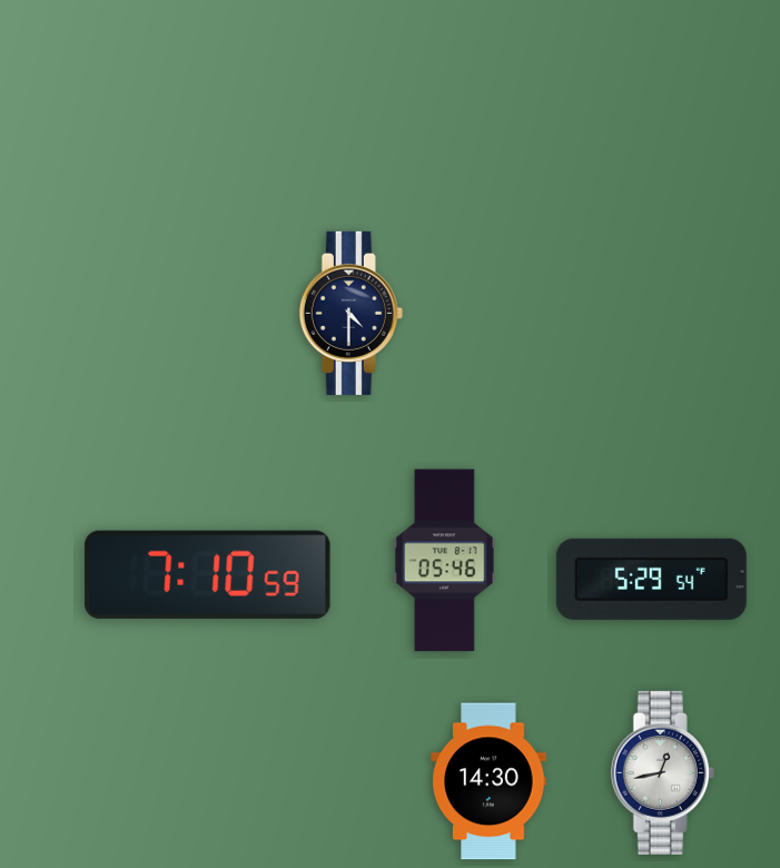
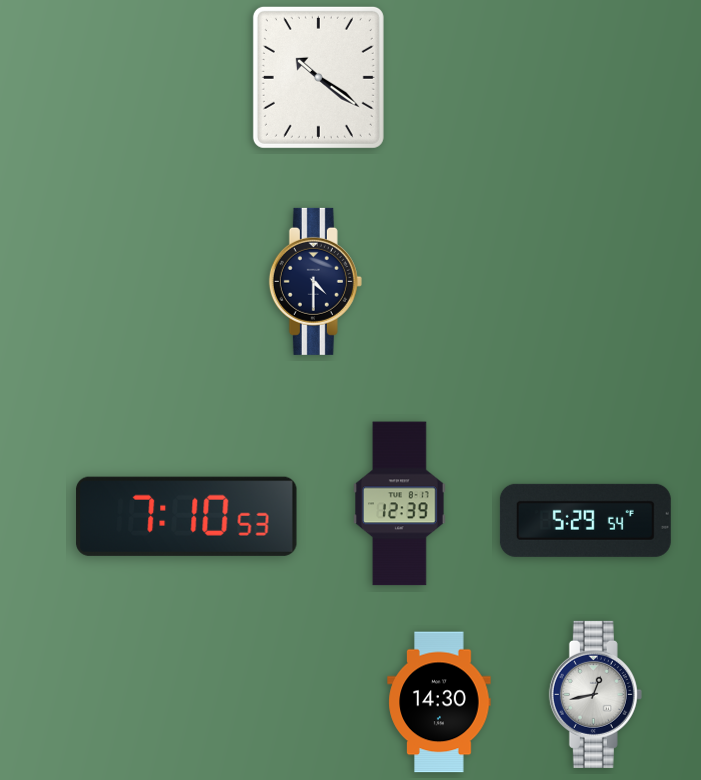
clock at (318, 77): none -> 10:21
clock at (445, 561): 05:46 -> 12:39
clock at (208, 574): 7:10:59 -> 7:10:53
